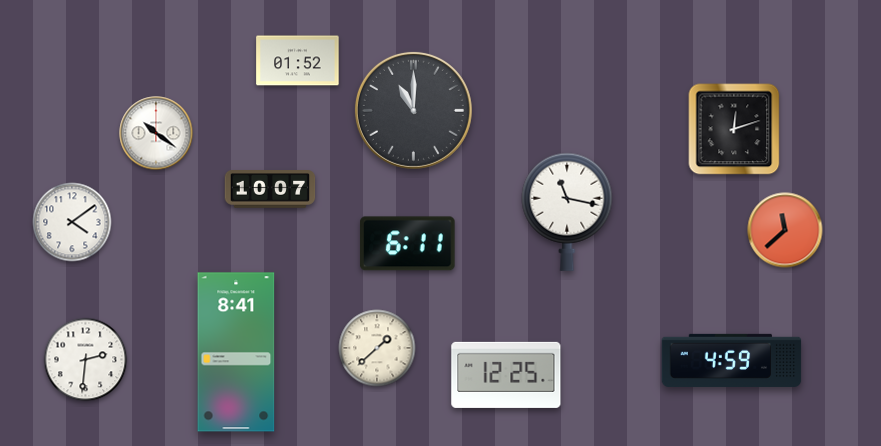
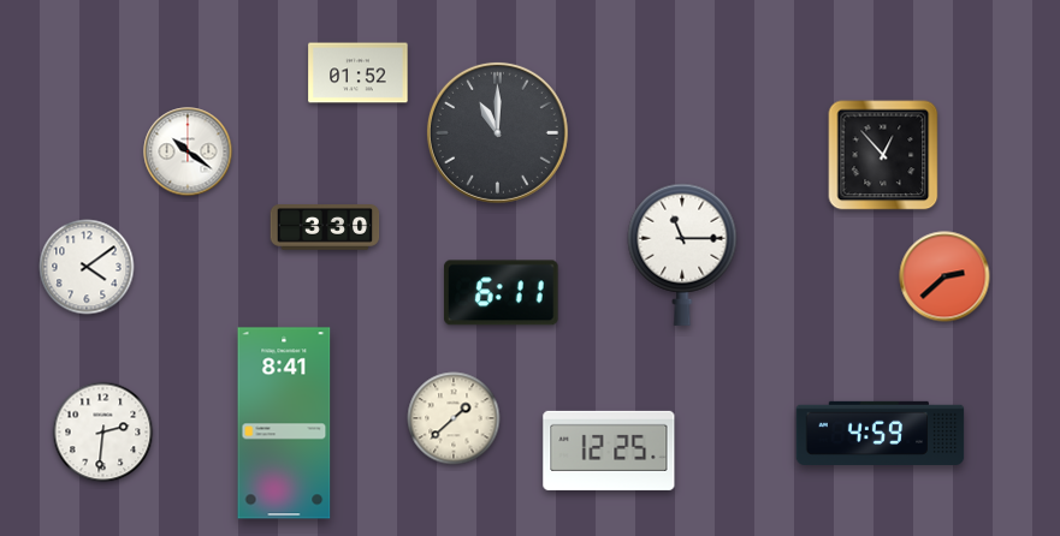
clock at (734, 129): 12:12 -> 12:53
clock at (156, 133) position: (156, 133) -> (188, 151)
clock at (270, 189): 10:07 -> 3:30
clock at (567, 212): 11:17 -> 11:15
clock at (785, 230): 11:38 -> 2:38
clock at (408, 244) position: (408, 244) -> (502, 293)
